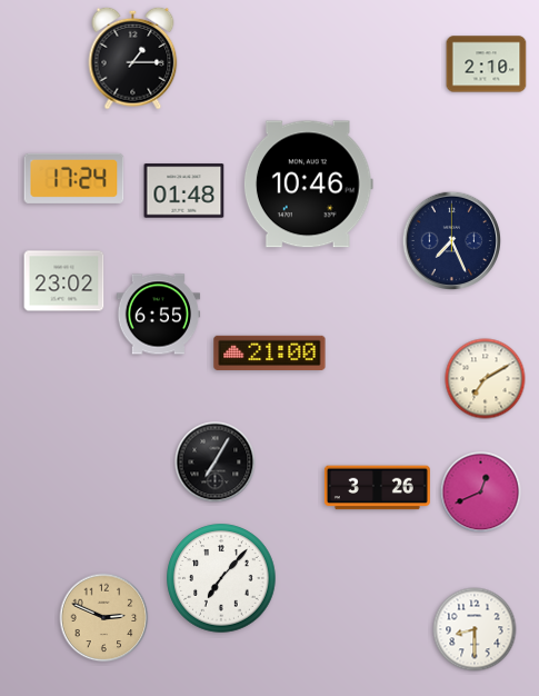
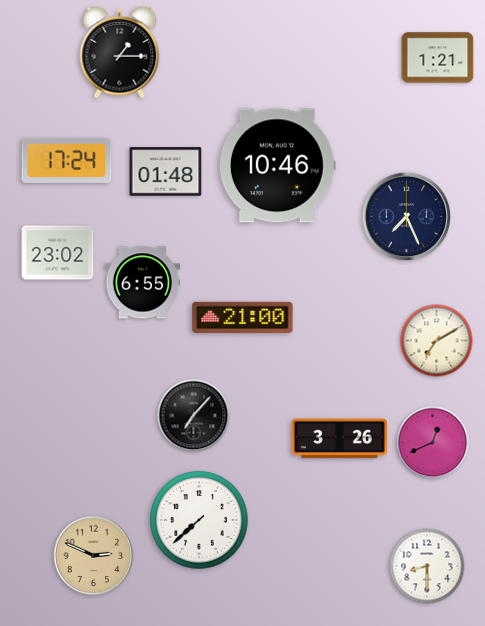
clock at (487, 64): 2:10 -> 1:21
clock at (216, 463): 7:05 -> 7:07
clock at (221, 578): 7:07 -> 7:38
